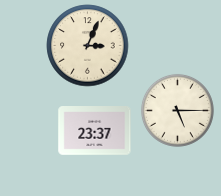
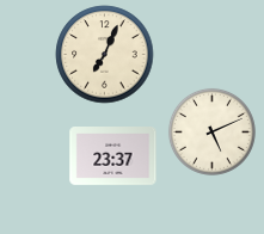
clock at (88, 46): 3:04 -> 7:04
clock at (177, 110): 5:15 -> 5:11
